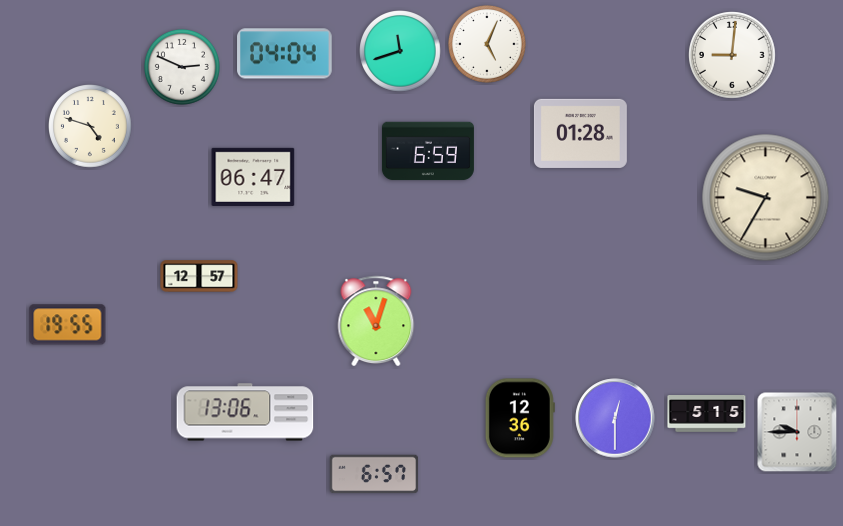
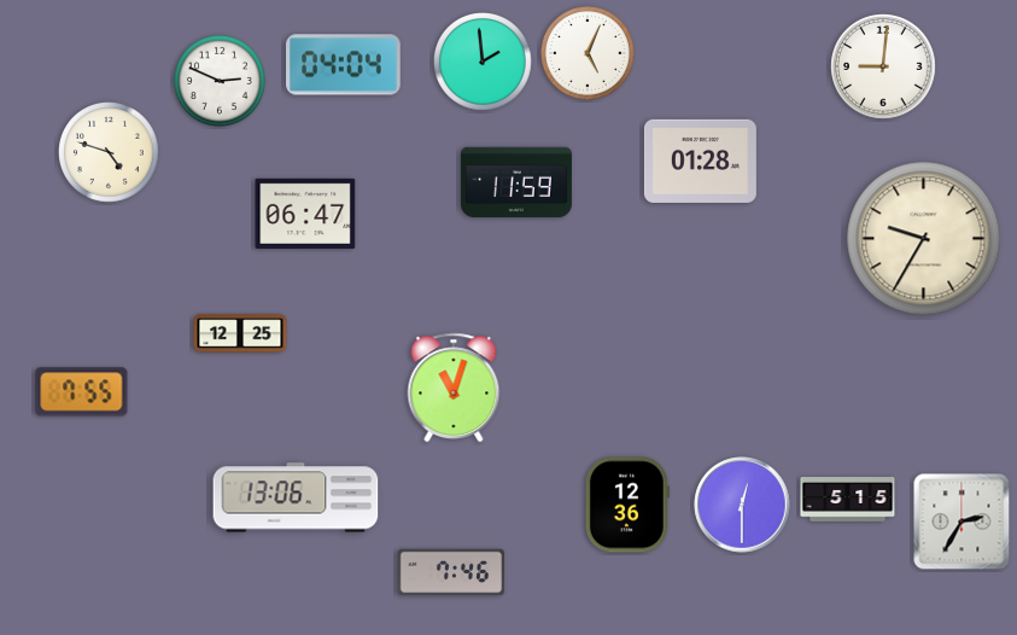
clock at (401, 52): 11:42 -> 1:59
clock at (428, 151): 6:59 -> 11:59
clock at (199, 276): 12:57 -> 12:25
clock at (68, 325): 19:55 -> 7:55
clock at (707, 414) position: (707, 414) -> (848, 500)
clock at (797, 432): 9:45 -> 2:35
clock at (374, 474): 6:57 -> 7:46
